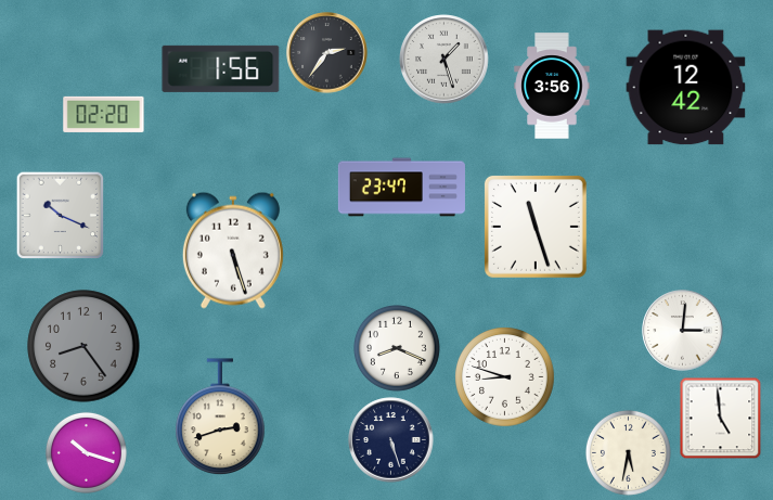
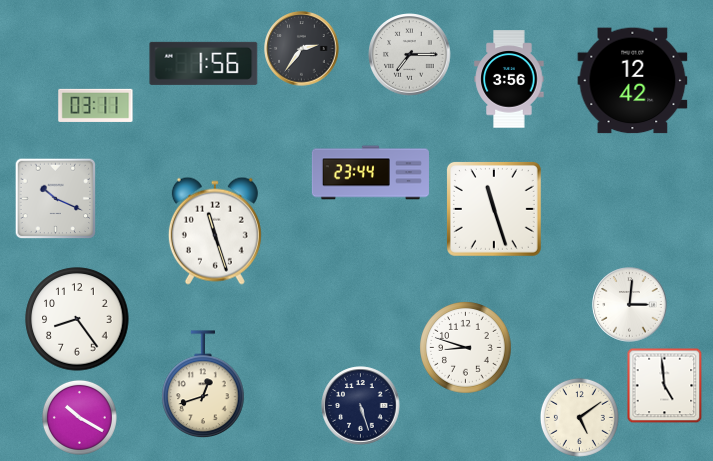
clock at (445, 60): 1:27 -> 7:15
clock at (104, 114): 02:20 -> 03:11
clock at (401, 188): 23:47 -> 23:44
clock at (233, 251): 5:27 -> 11:27
clock at (83, 346) dial: grey -> white
clock at (397, 348): 8:19 -> none
clock at (220, 416): 2:42 -> 12:42
clock at (86, 452): 10:18 -> 10:20
clock at (628, 452): 5:32 -> 5:09
